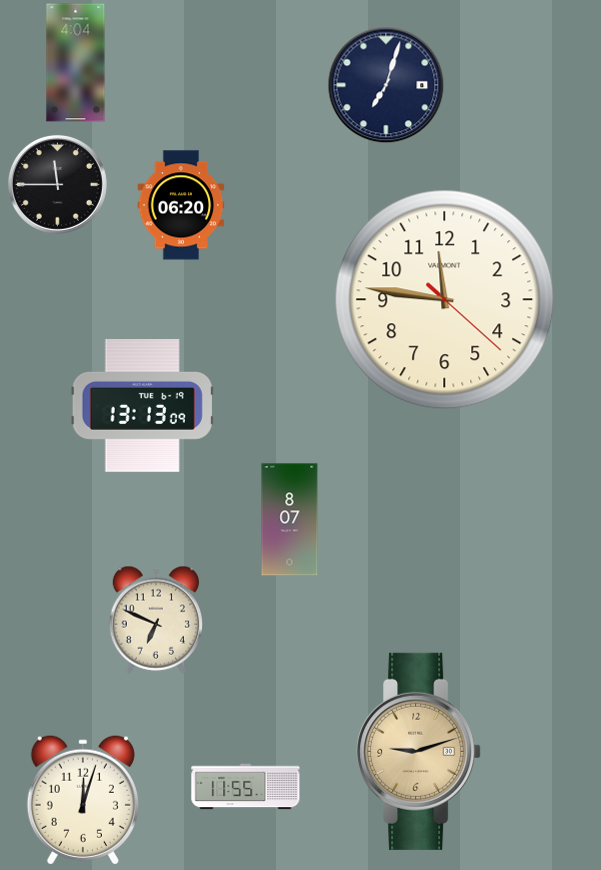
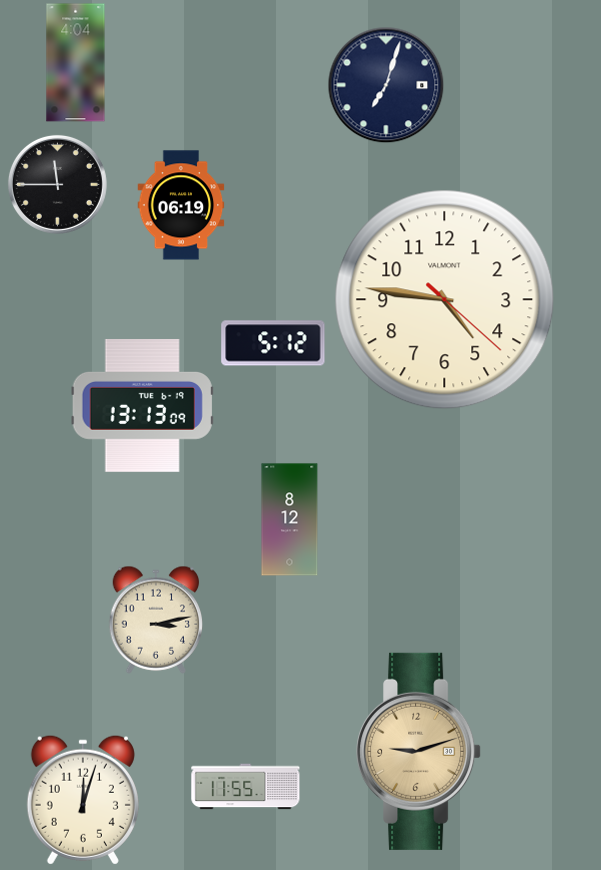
clock at (181, 205): 06:20 -> 06:19
clock at (445, 300): 11:46 -> 4:46
clock at (273, 343): none -> 5:12
clock at (290, 520): 8:07 -> 8:12
clock at (155, 620): 6:49 -> 3:13
